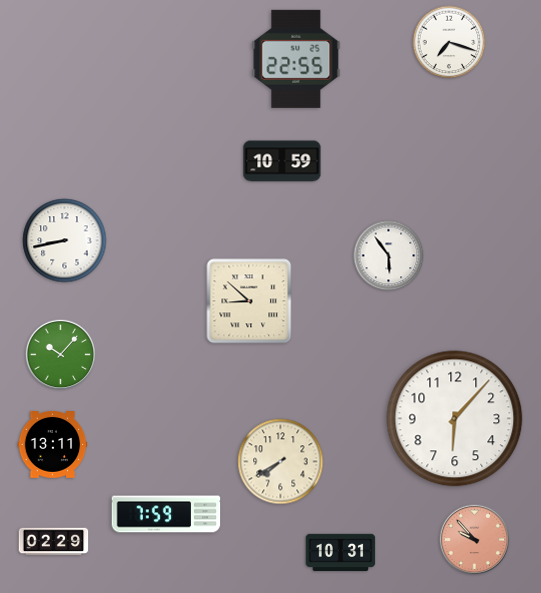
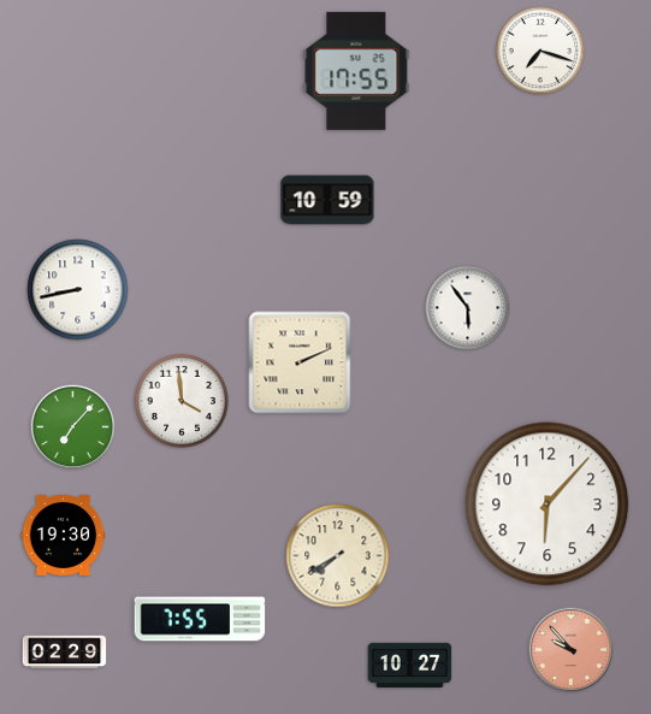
clock at (296, 59): 22:55 -> 17:55
clock at (282, 161) position: (282, 161) -> (327, 200)
clock at (249, 301): 8:52 -> 2:11
clock at (182, 401): none -> 3:59
clock at (61, 355): 10:07 -> 7:07
clock at (53, 445): 13:11 -> 19:30
clock at (166, 514): 7:59 -> 7:55
clock at (341, 553): 10:31 -> 10:27
